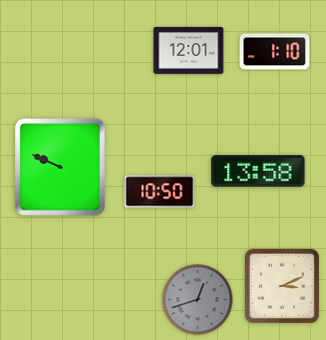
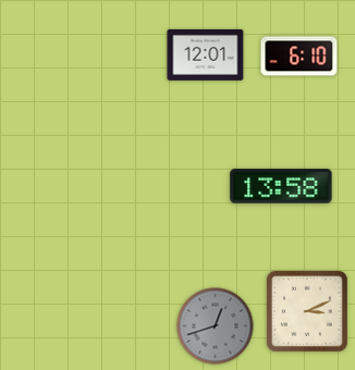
clock at (275, 52): 1:10 -> 6:10
clock at (60, 167): 9:49 -> none
clock at (160, 192): 10:50 -> none
